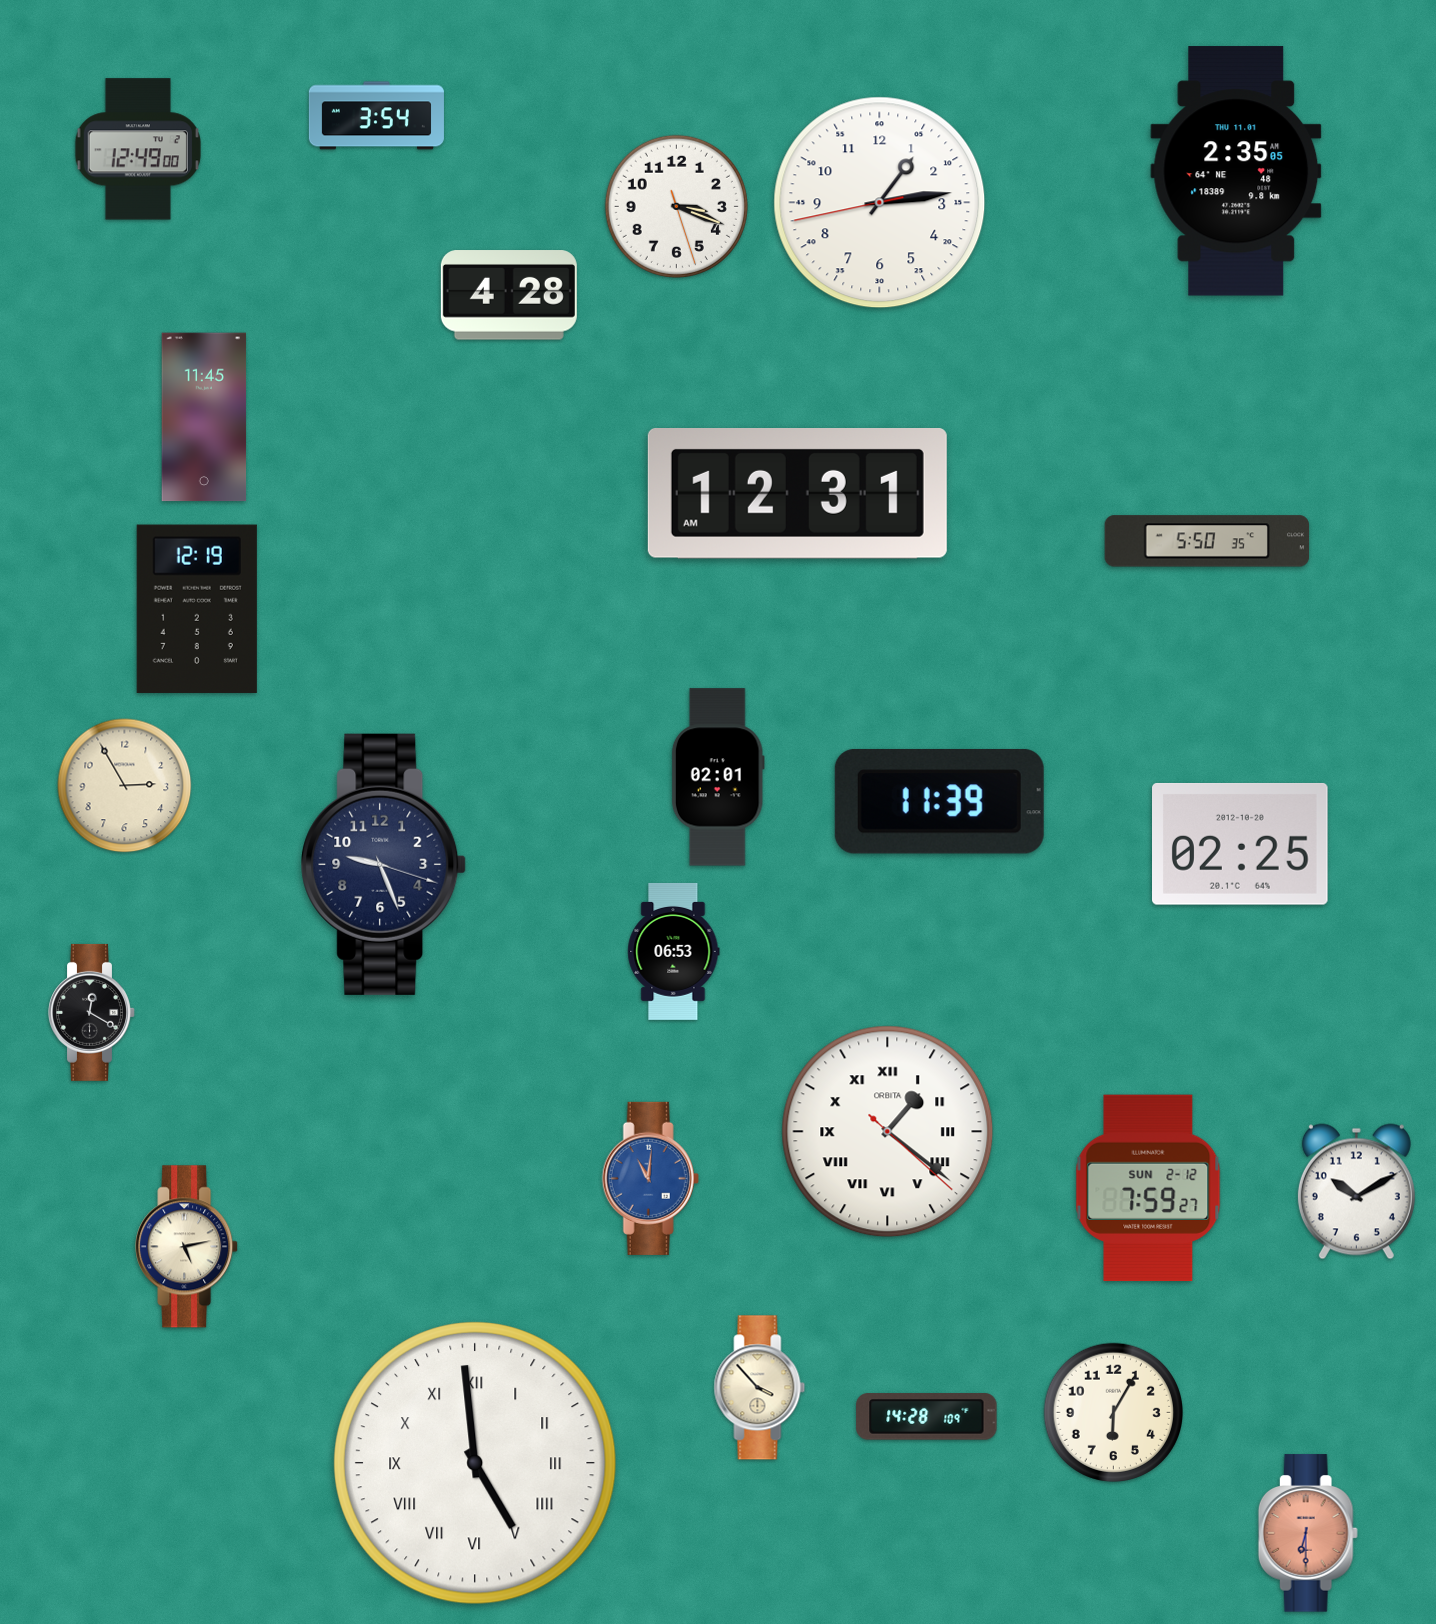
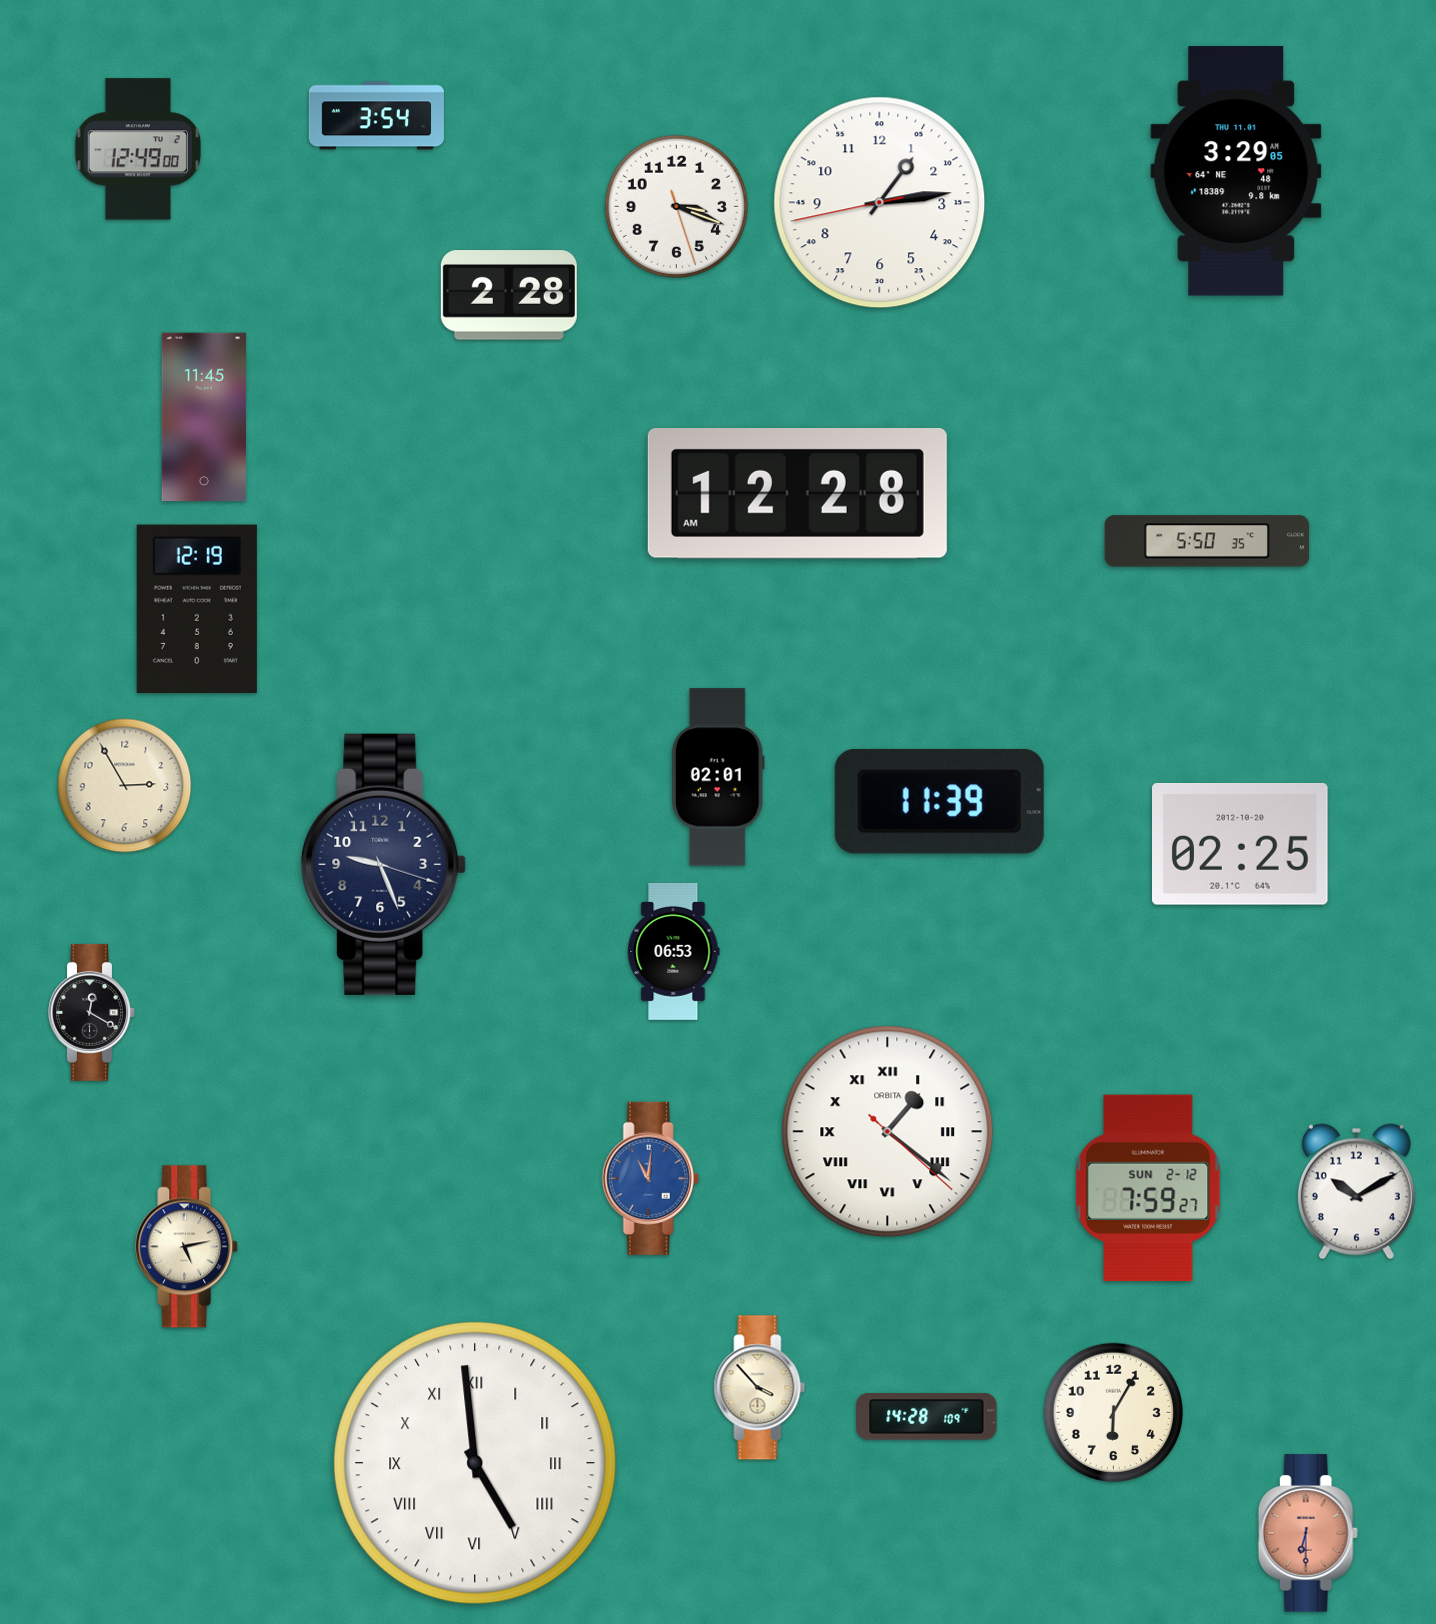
clock at (1236, 171): 2:35 -> 3:29
clock at (509, 295): 4:28 -> 2:28
clock at (797, 494): 12:31 -> 12:28
